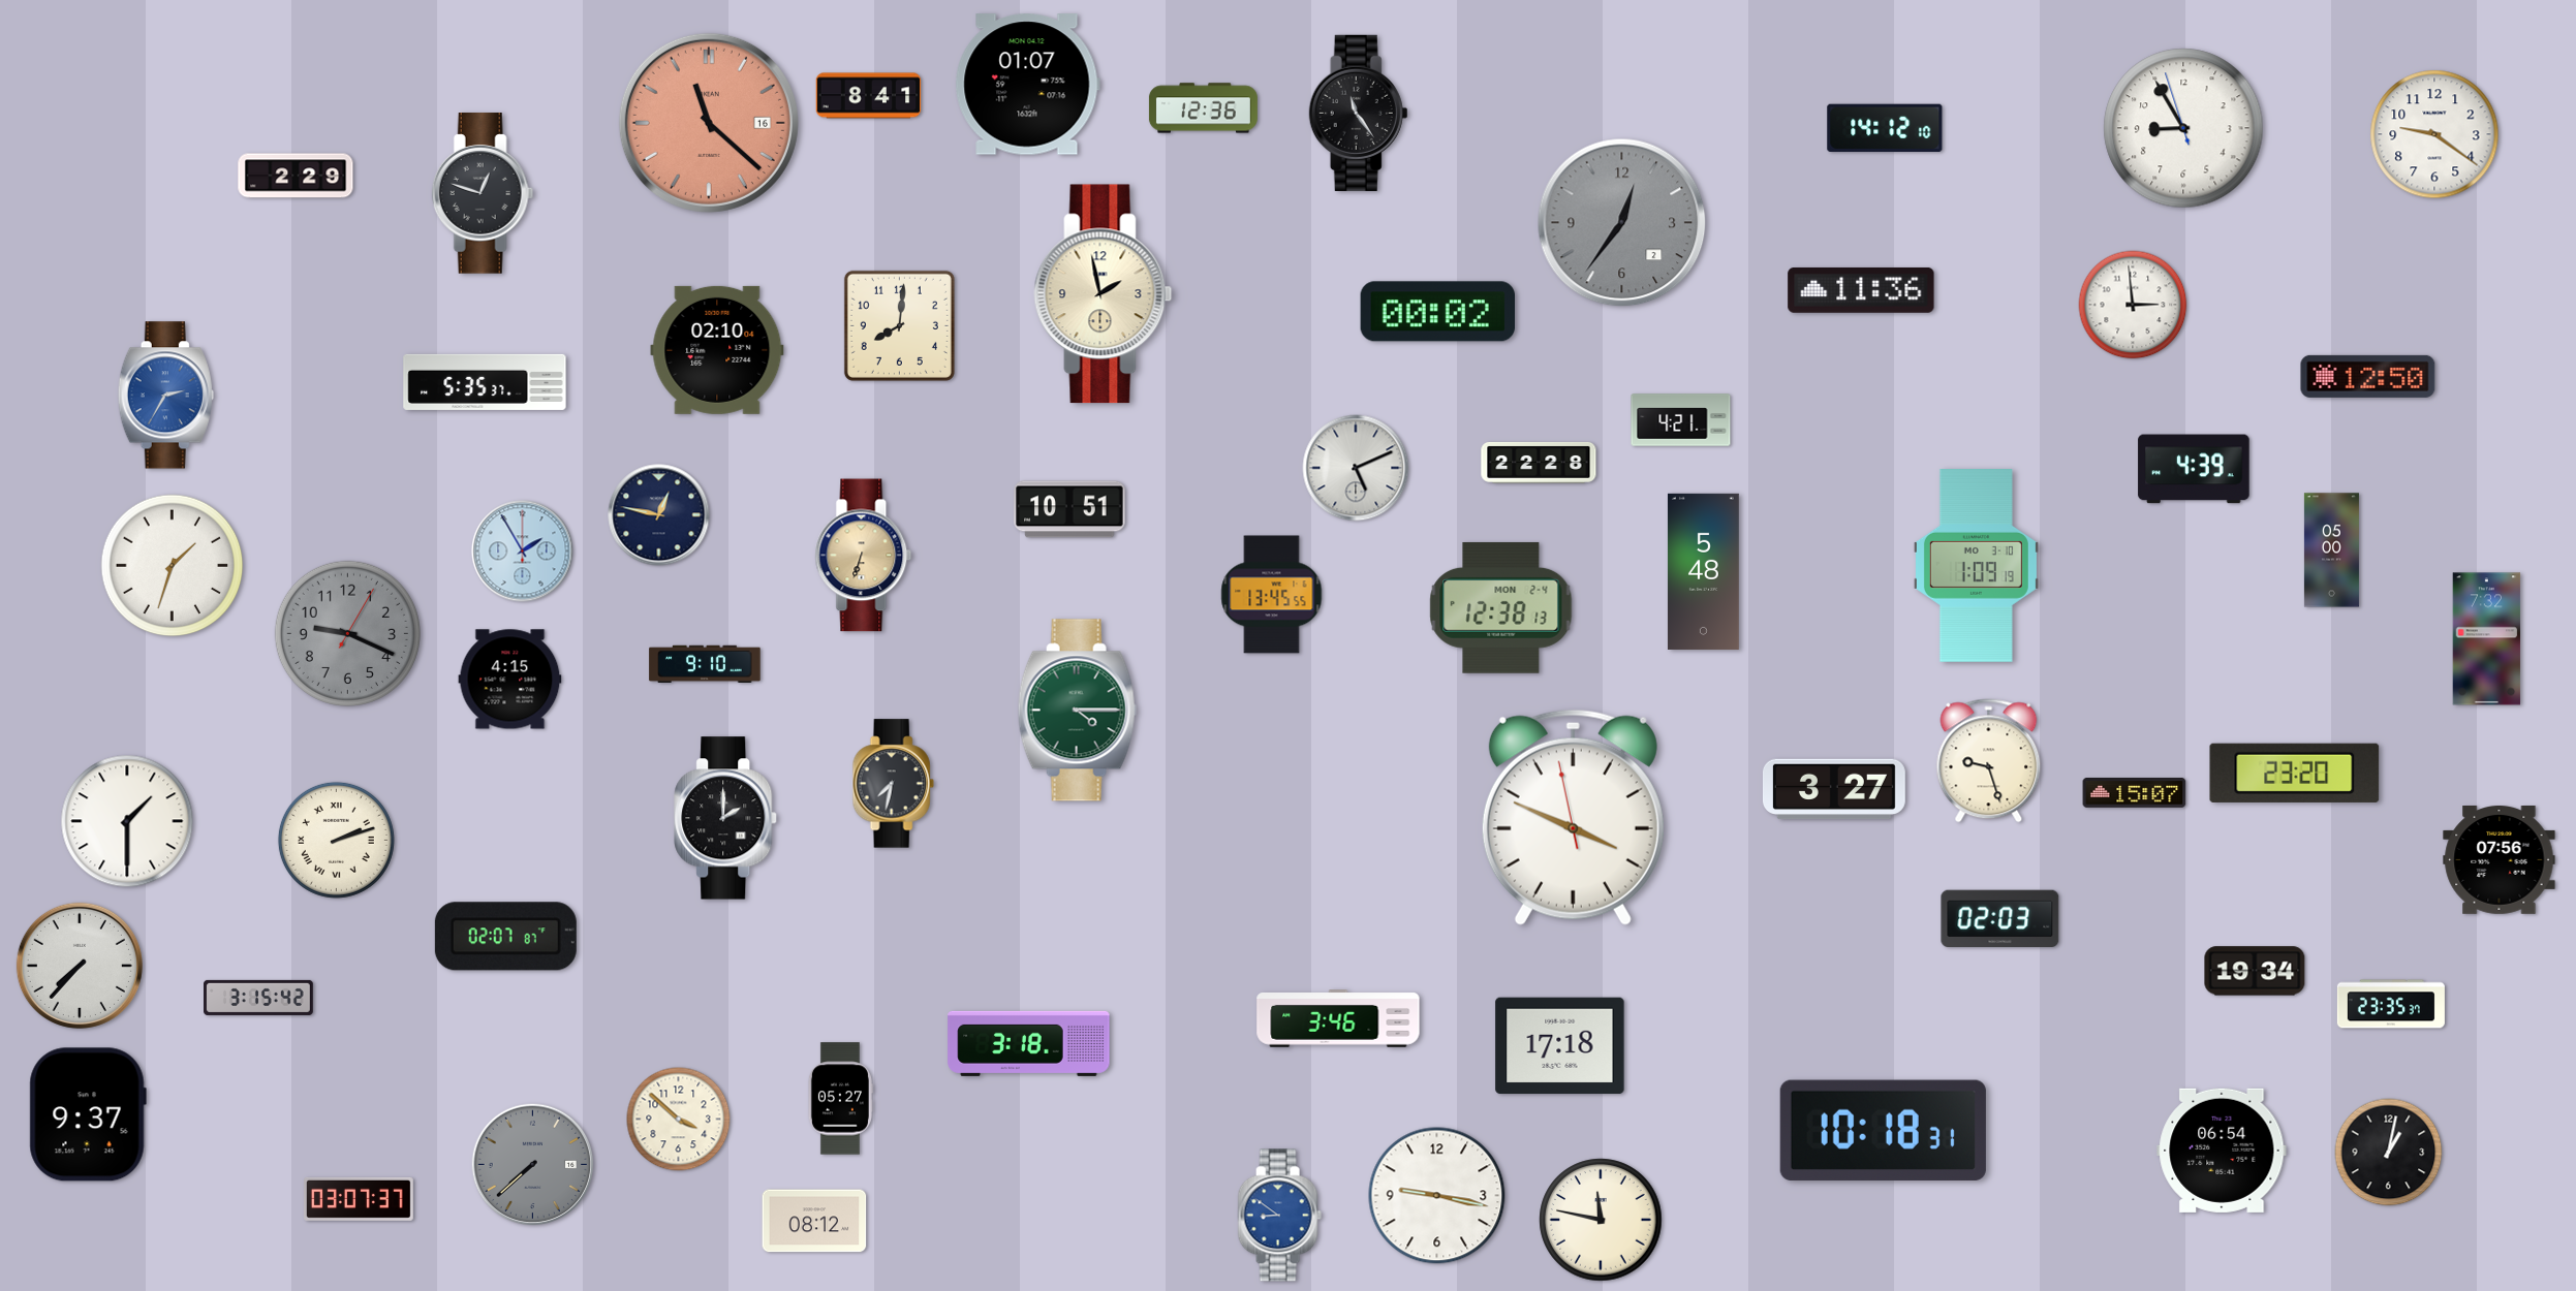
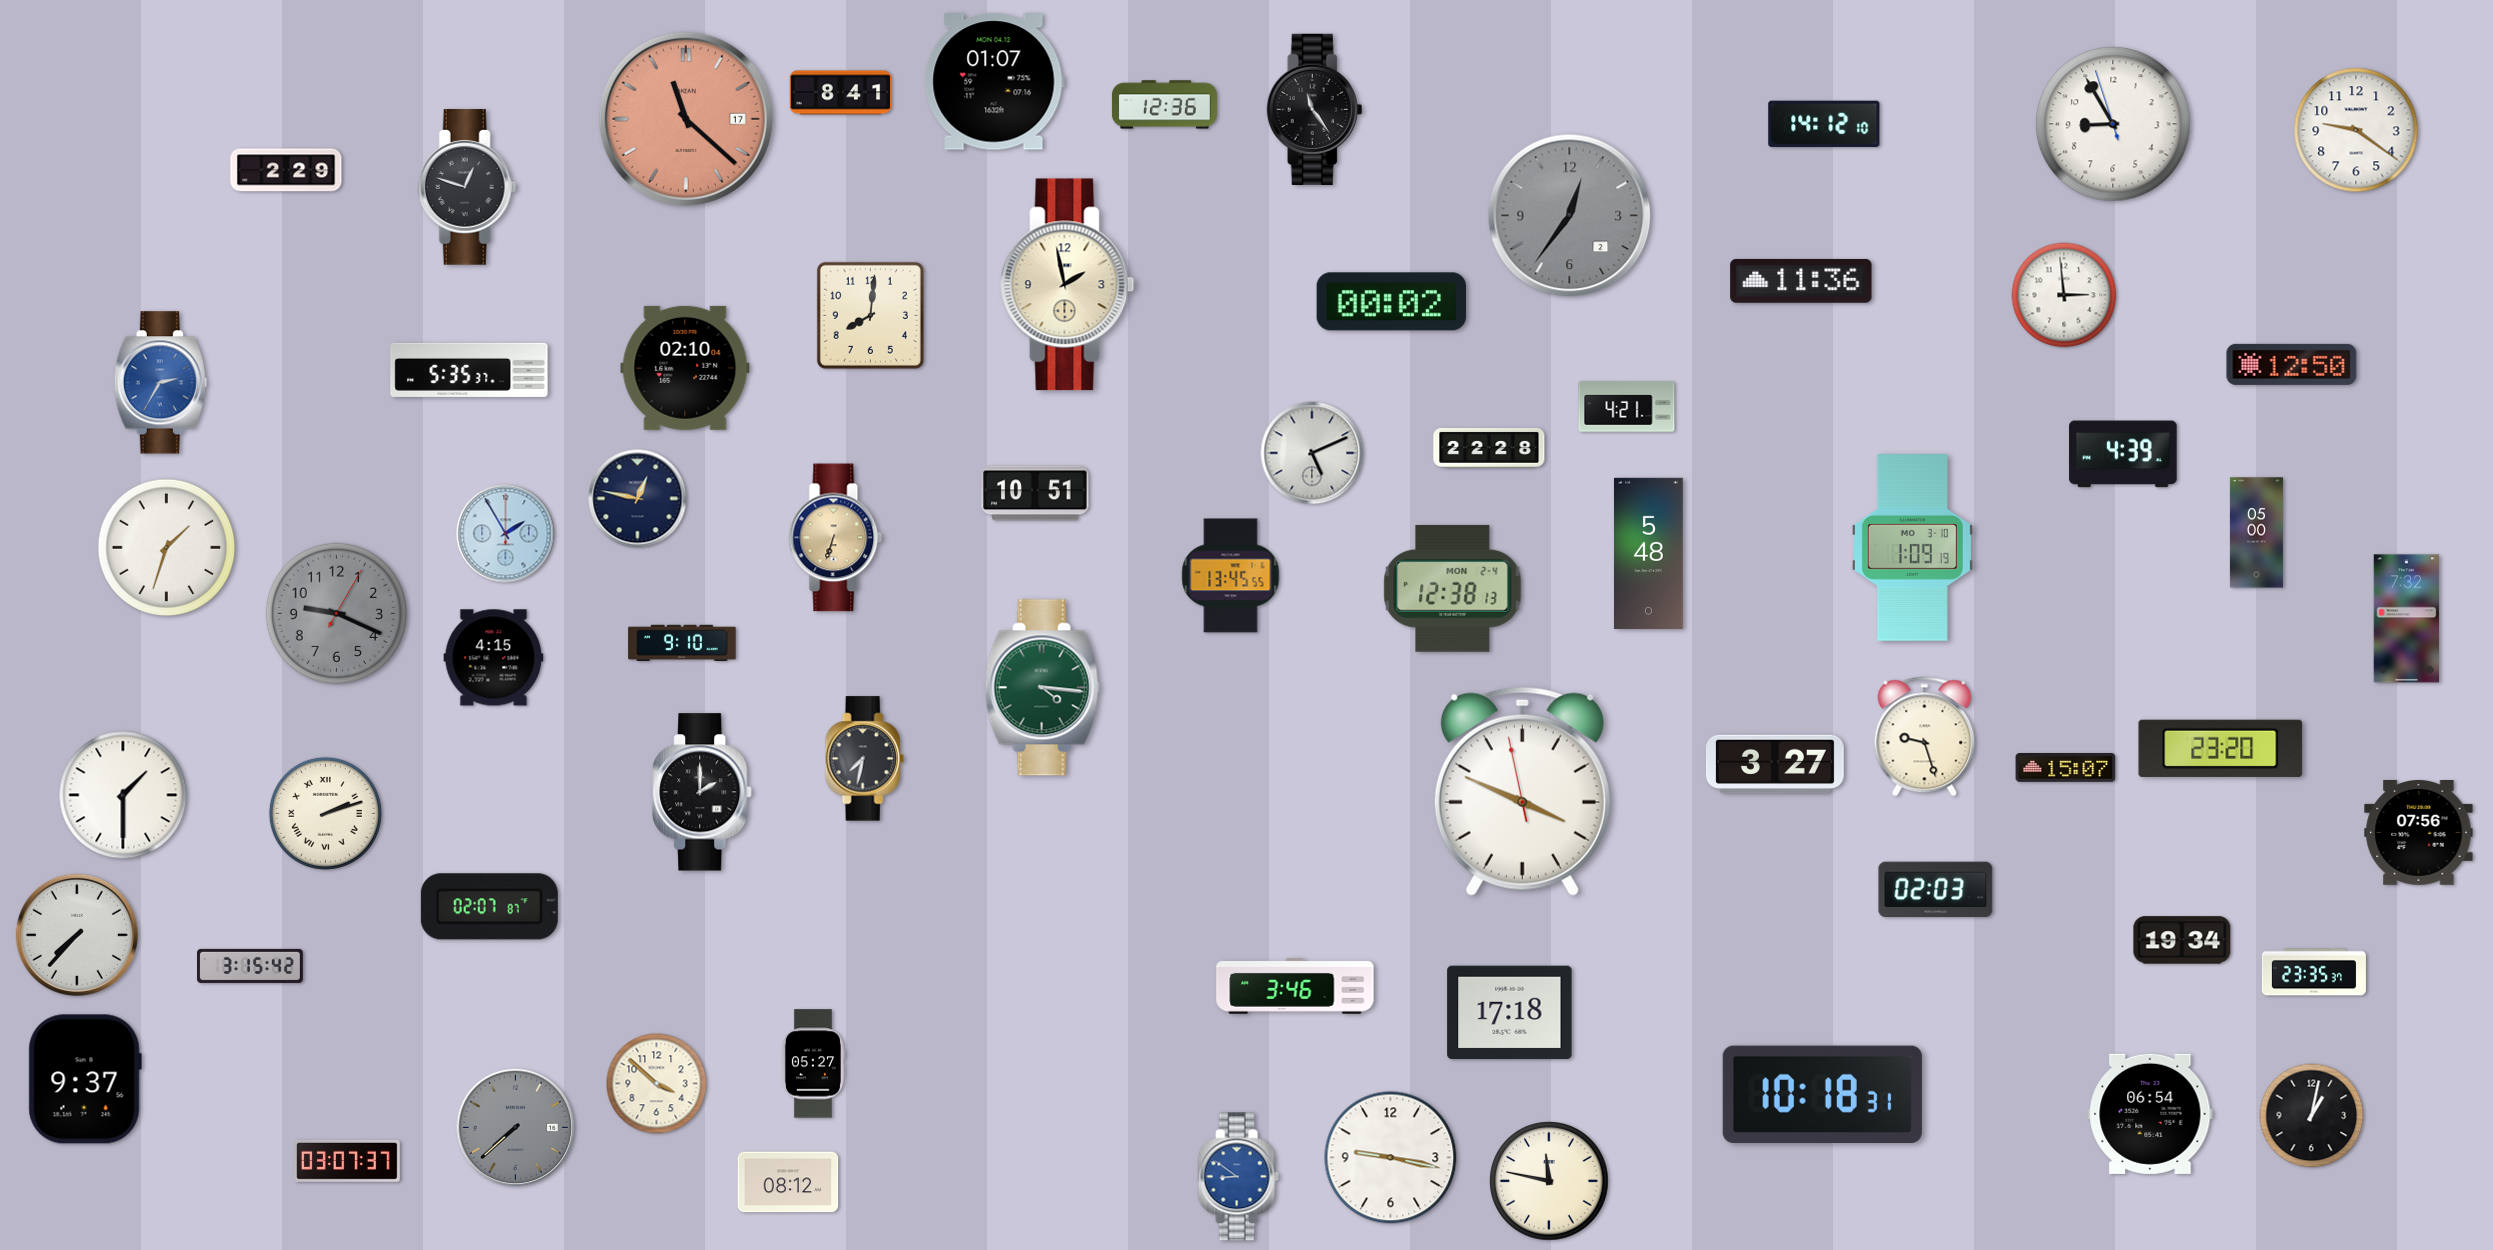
clock at (709, 123) date: 16 -> 17
clock at (717, 350) position: (717, 350) -> (685, 368)
clock at (1077, 711): 4:15 -> 4:16
clock at (1029, 1043): 3:18 -> none
